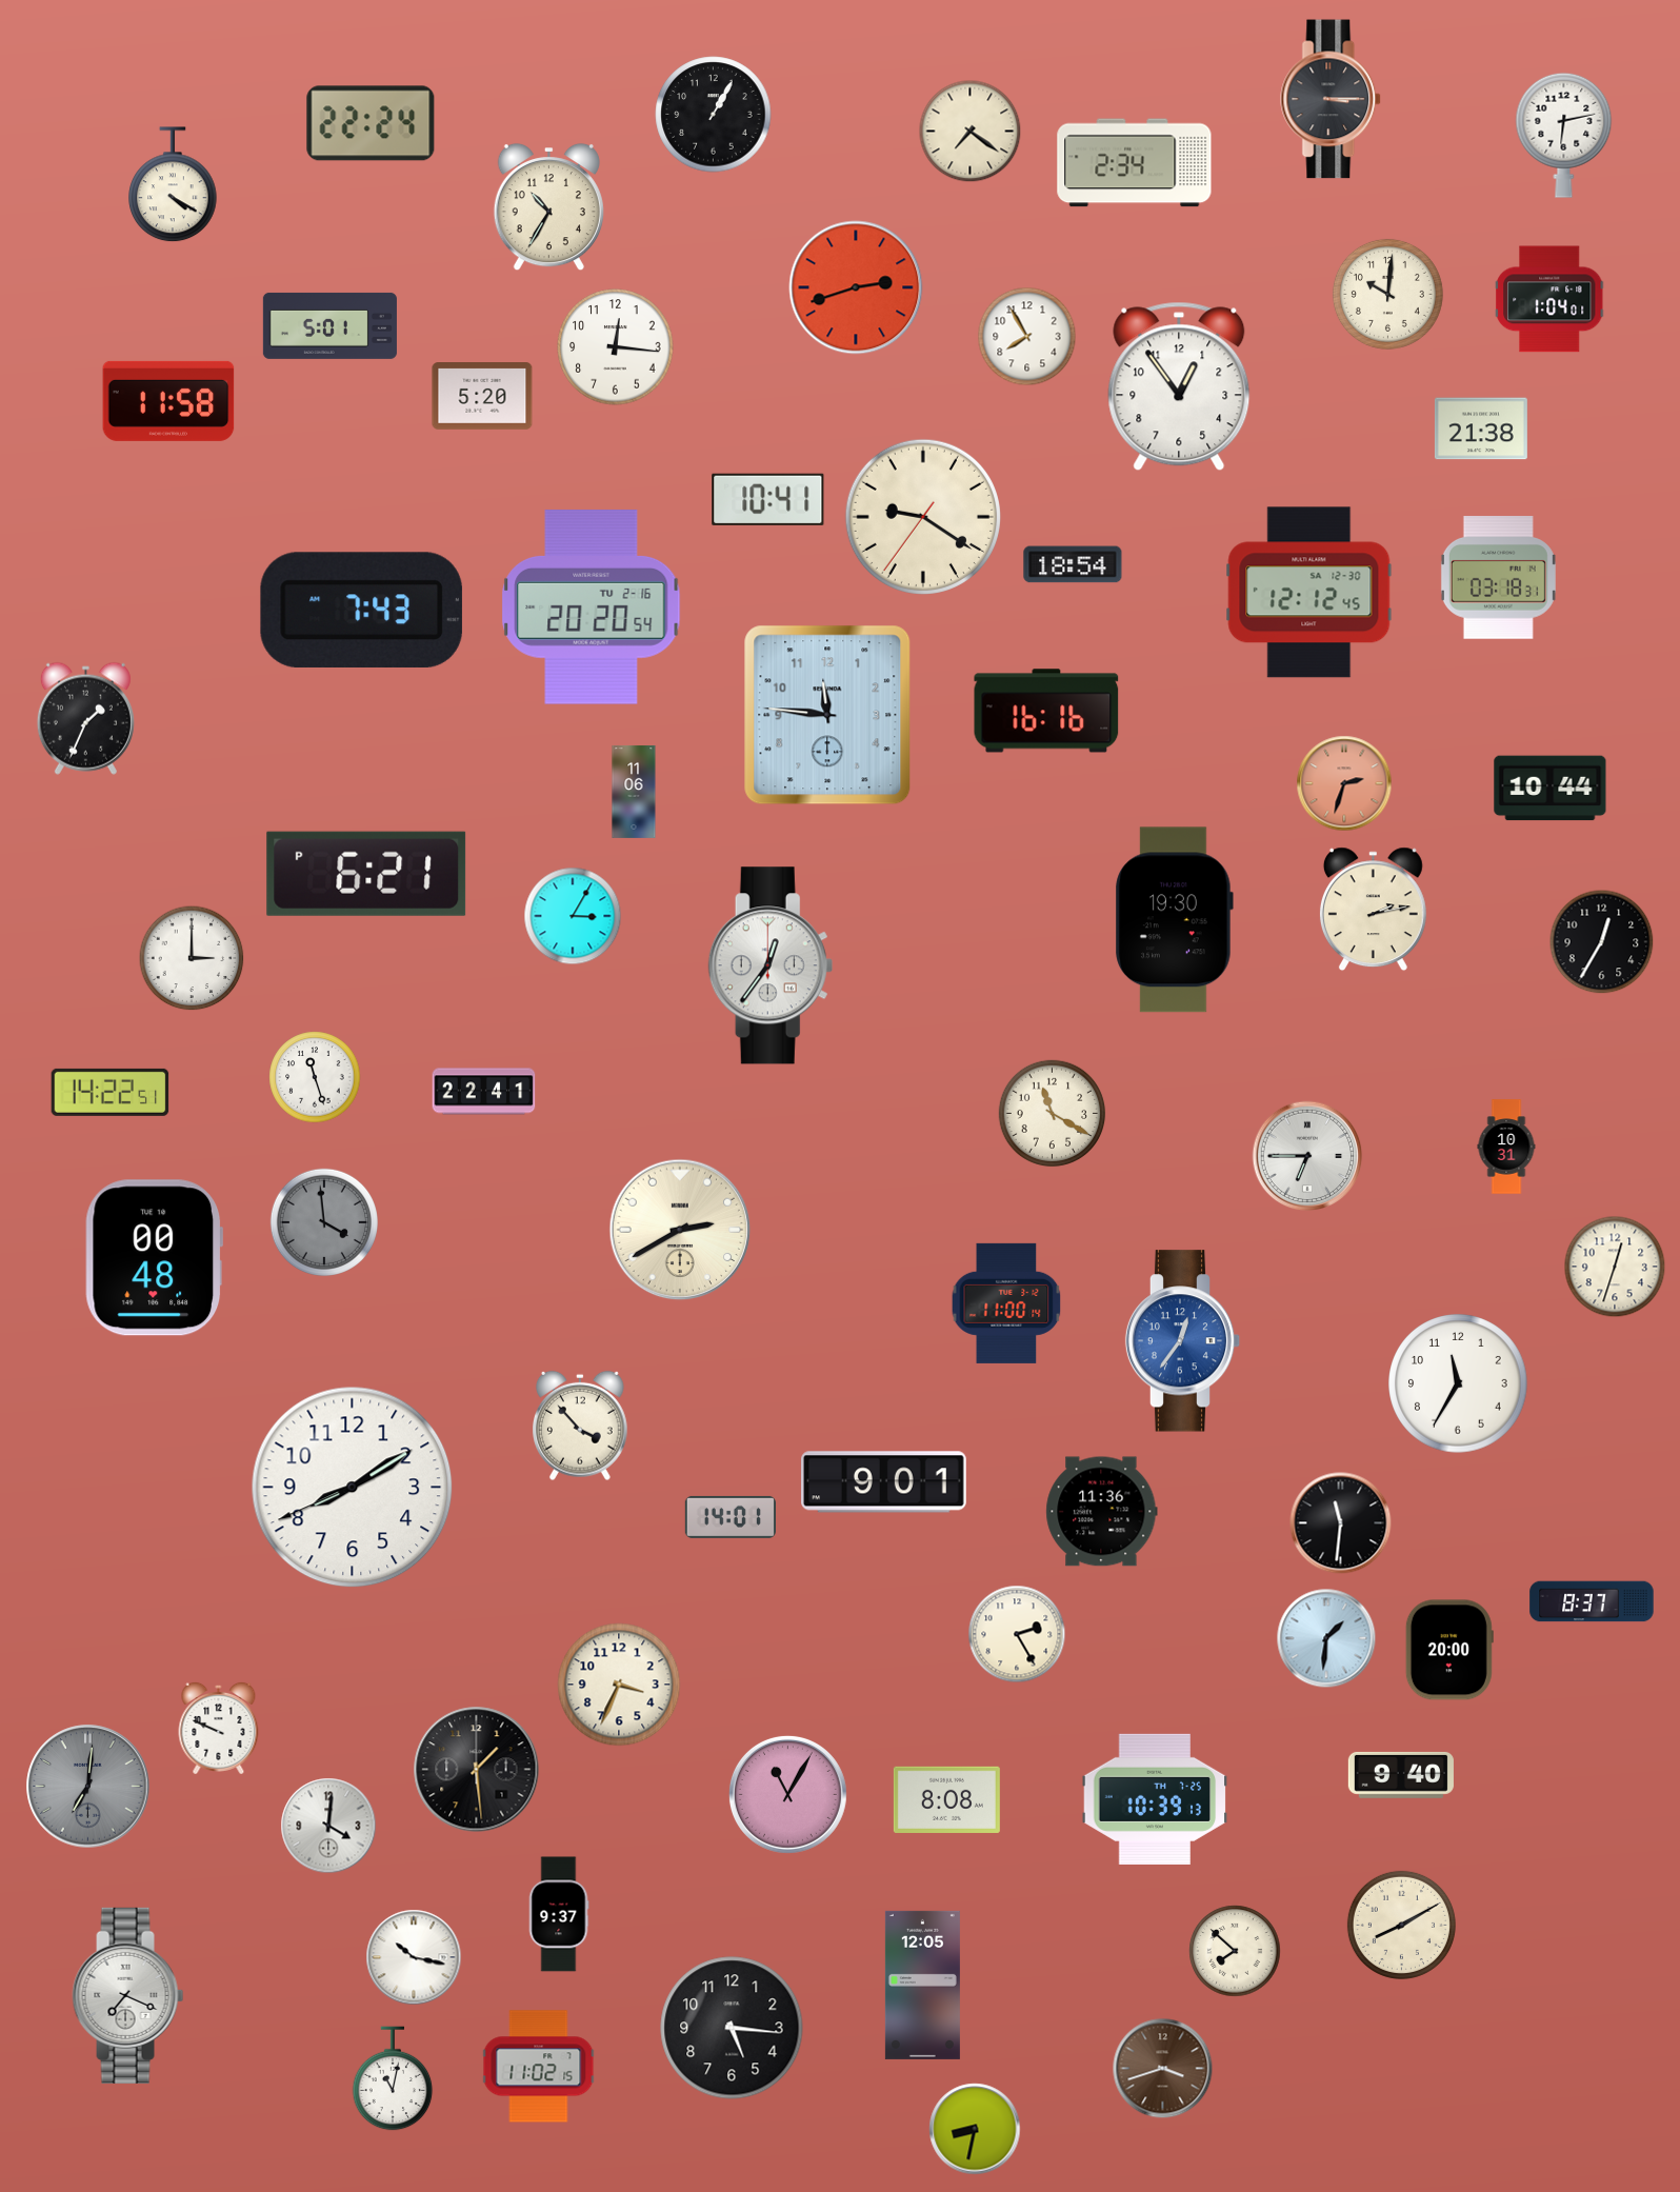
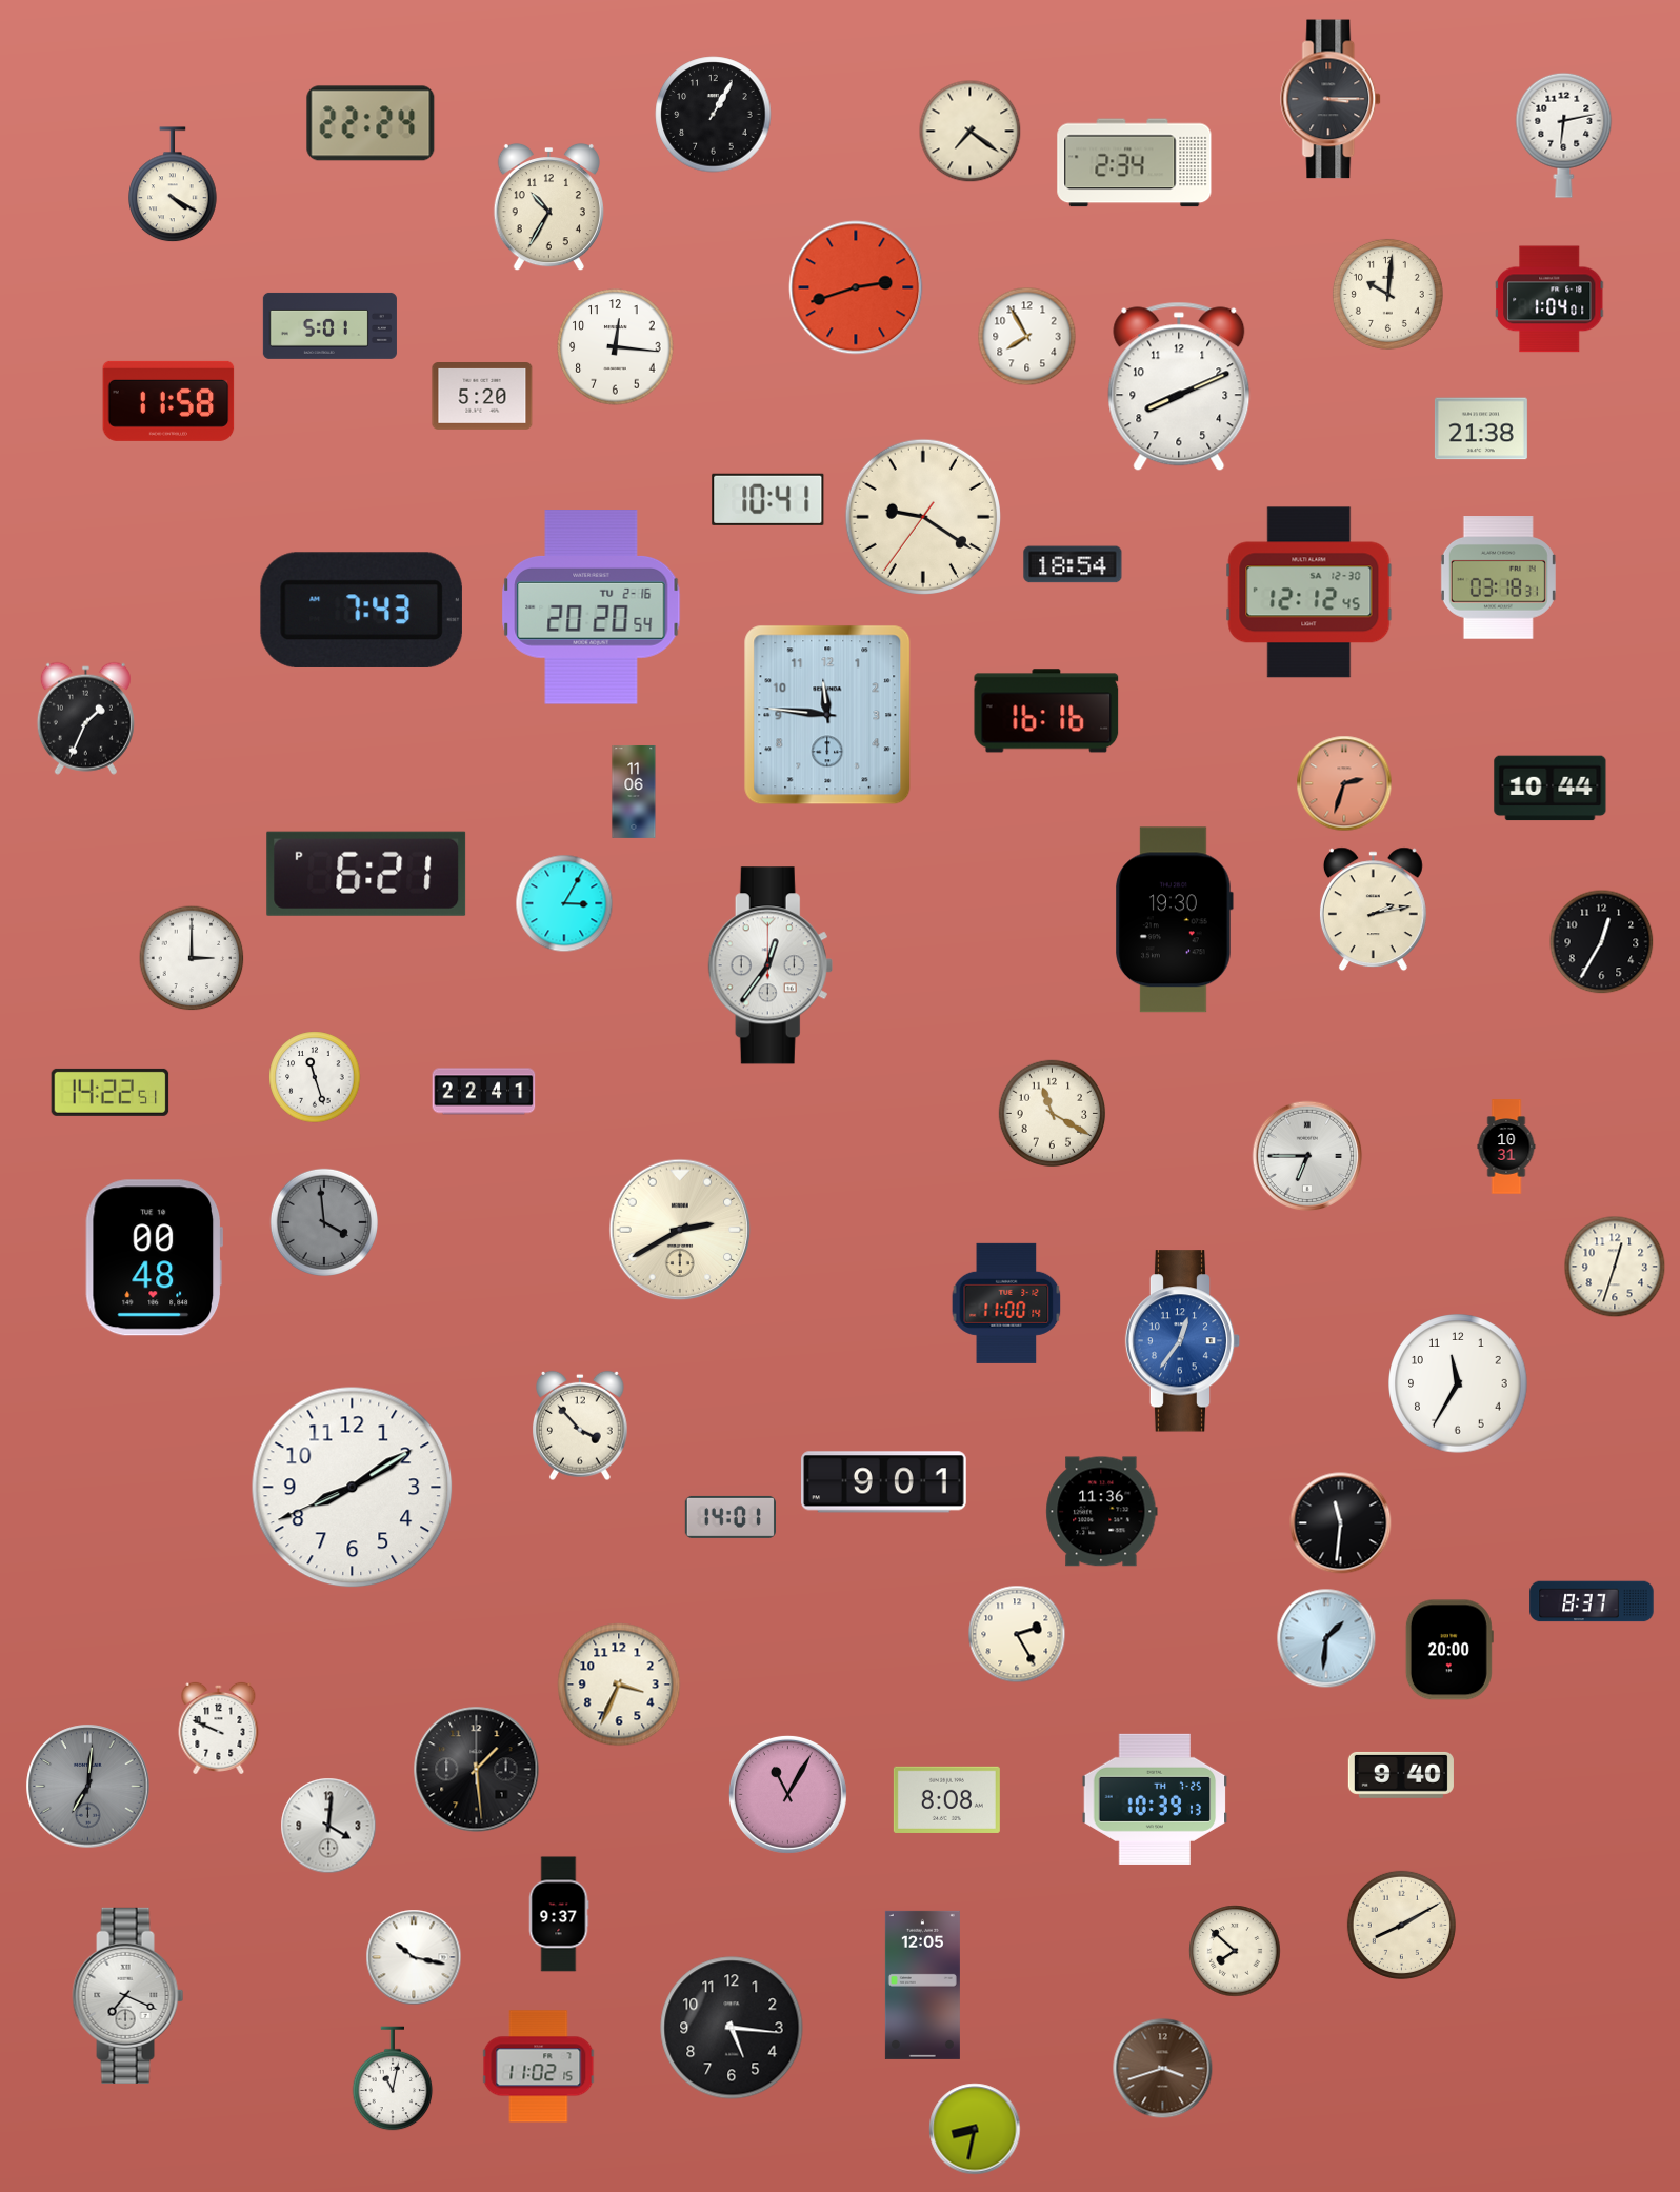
clock at (1179, 386): 12:54 -> 8:11
clock at (573, 916) position: (573, 916) -> (564, 903)
